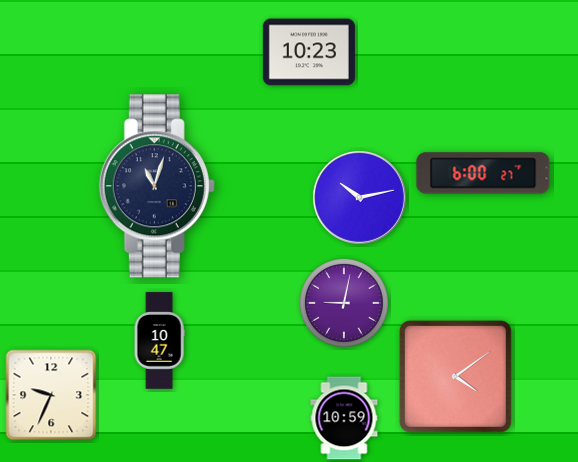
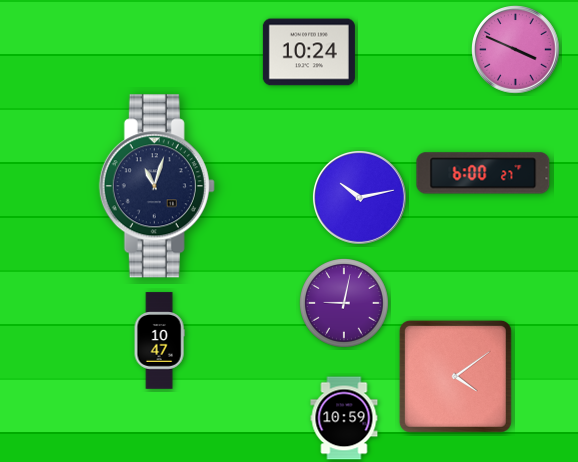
clock at (516, 50): none -> 3:49
clock at (309, 52): 10:23 -> 10:24
clock at (51, 395): 9:34 -> none
